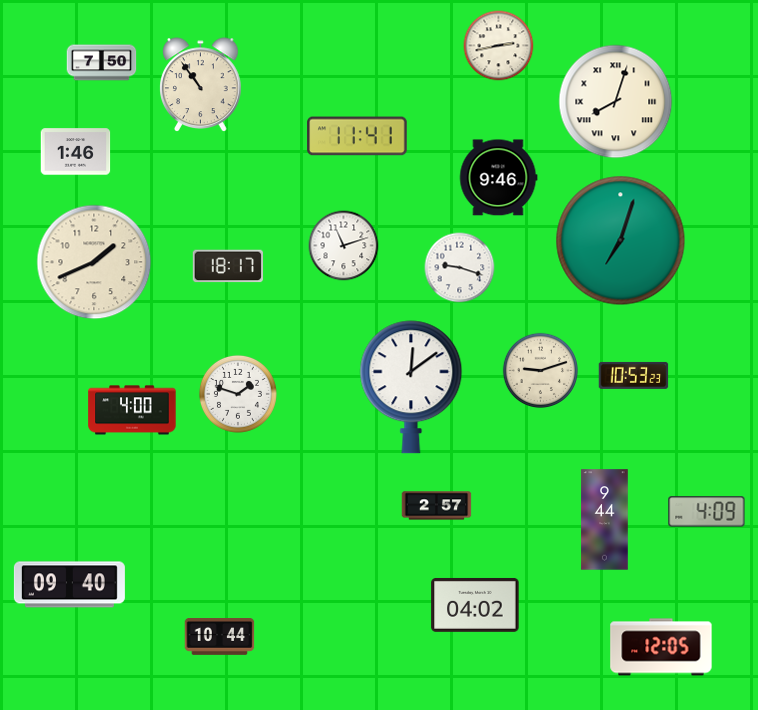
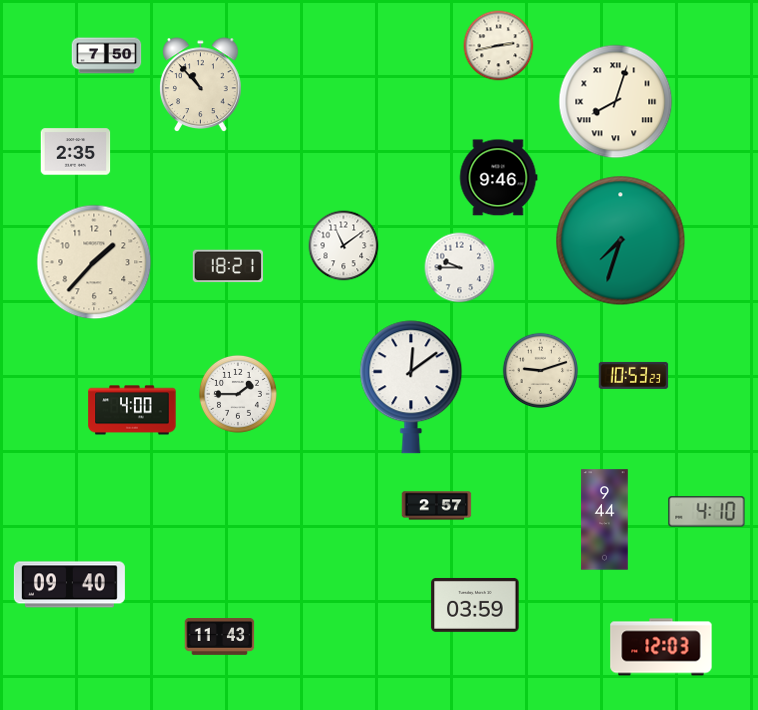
clock at (102, 63) position: (102, 63) -> (107, 56)
clock at (201, 84): 10:54 -> 10:53
clock at (357, 136): 11:41 -> none
clock at (76, 152): 1:46 -> 2:35
clock at (621, 241): 7:03 -> 7:33
clock at (344, 246): 11:12 -> 11:09
clock at (94, 262): 1:41 -> 1:37
clock at (227, 266): 18:17 -> 18:21
clock at (460, 268): 9:18 -> 9:45
clock at (238, 394): 1:48 -> 1:45
clock at (707, 512): 4:09 -> 4:10
clock at (475, 605): 04:02 -> 03:59
clock at (220, 637): 10:44 -> 11:43
clock at (661, 647): 12:05 -> 12:03
